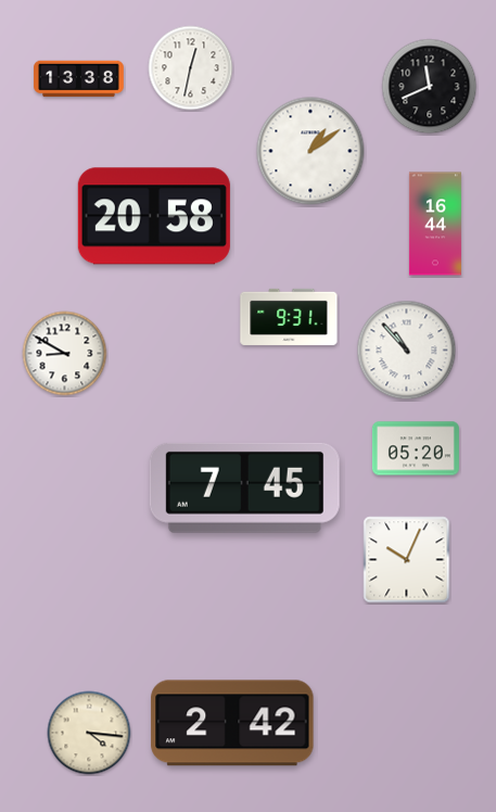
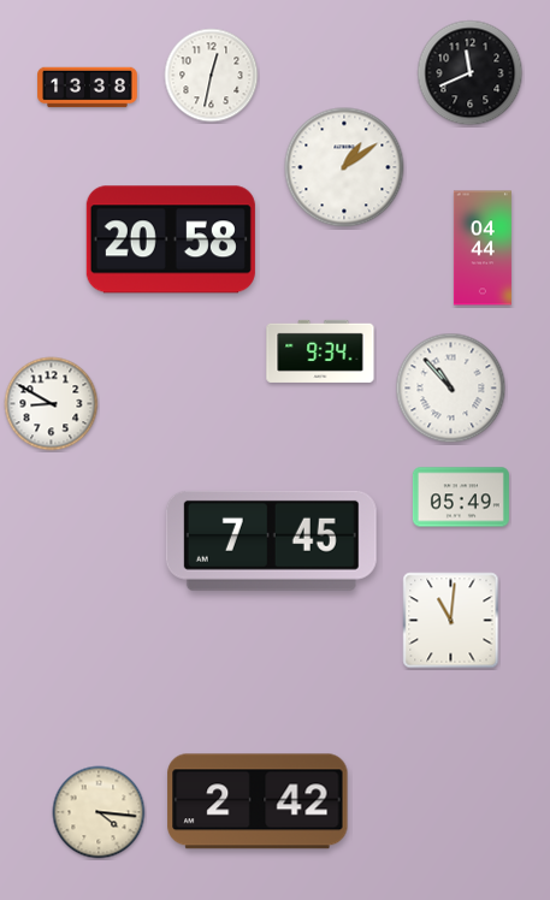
clock at (430, 87) position: (430, 87) -> (471, 73)
clock at (435, 224): 16:44 -> 04:44
clock at (289, 317): 9:31 -> 9:34
clock at (65, 354) position: (65, 354) -> (52, 404)
clock at (416, 448): 05:20 -> 05:49
clock at (407, 560): 10:04 -> 11:01
